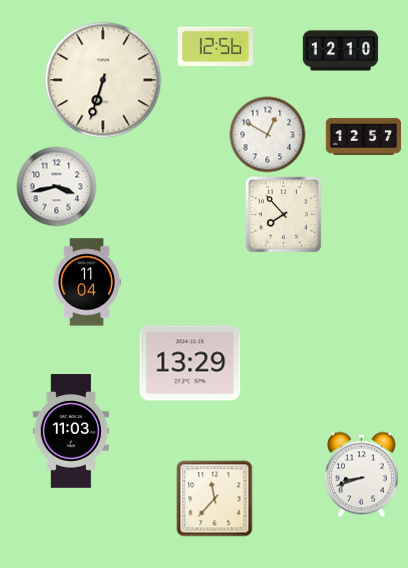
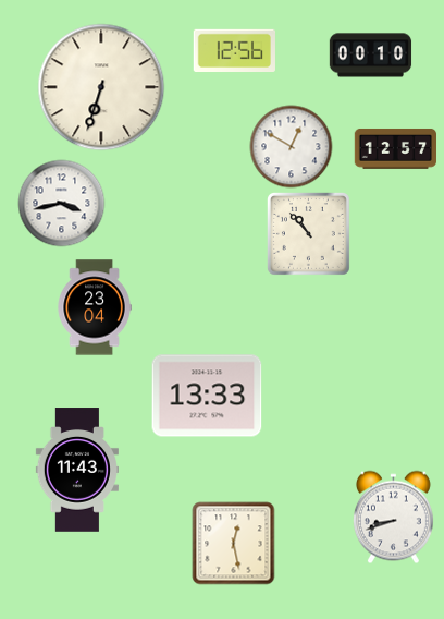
clock at (341, 51): 12:10 -> 00:10
clock at (103, 80) position: (103, 80) -> (101, 87)
clock at (283, 214): 7:53 -> 10:53
clock at (87, 282): 11:04 -> 23:04
clock at (190, 363): 13:29 -> 13:33
clock at (71, 431): 11:03 -> 11:43
clock at (215, 499): 11:37 -> 12:28
